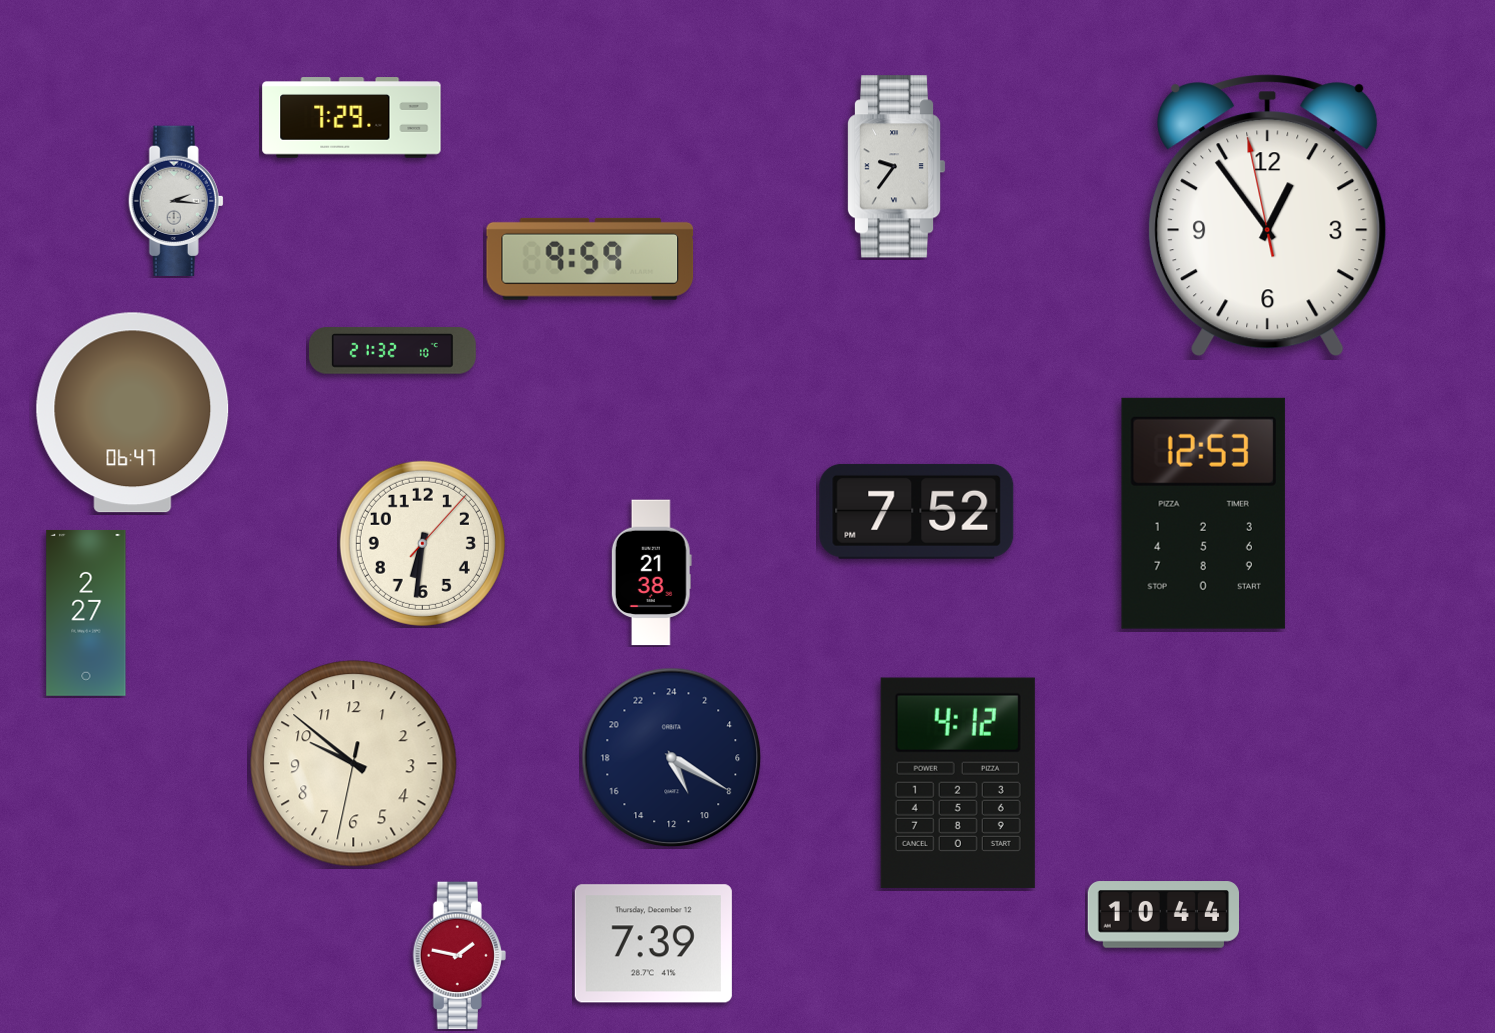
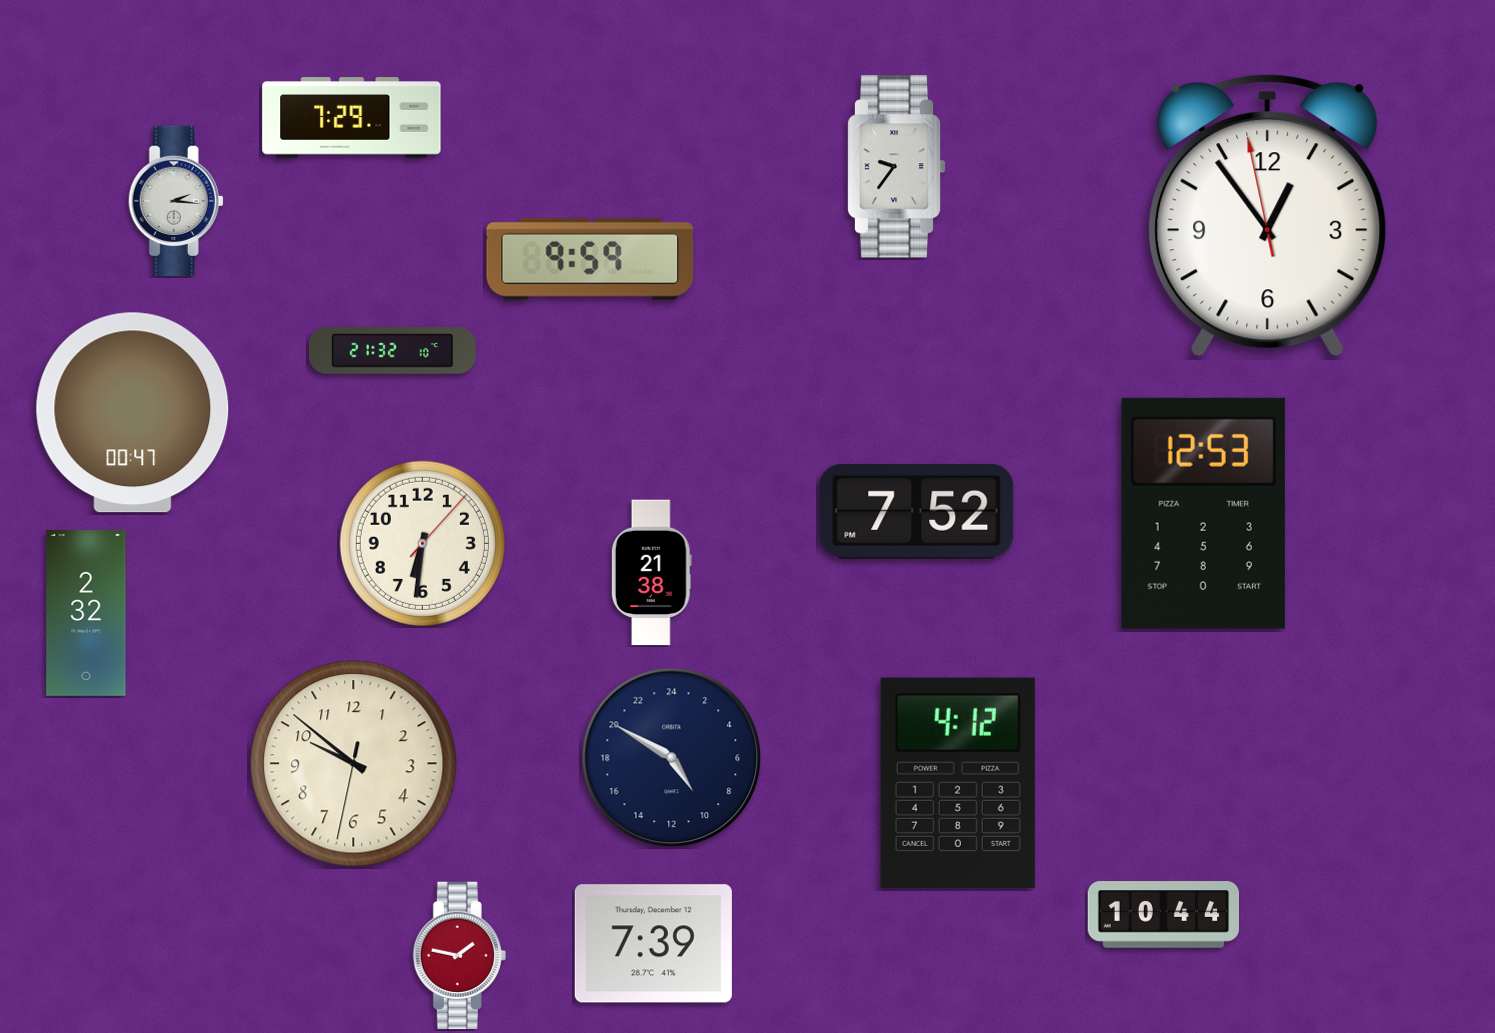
clock at (133, 413): 06:47 -> 00:47
clock at (86, 613): 2:27 -> 2:32
clock at (672, 758): 10:20 -> 9:50
